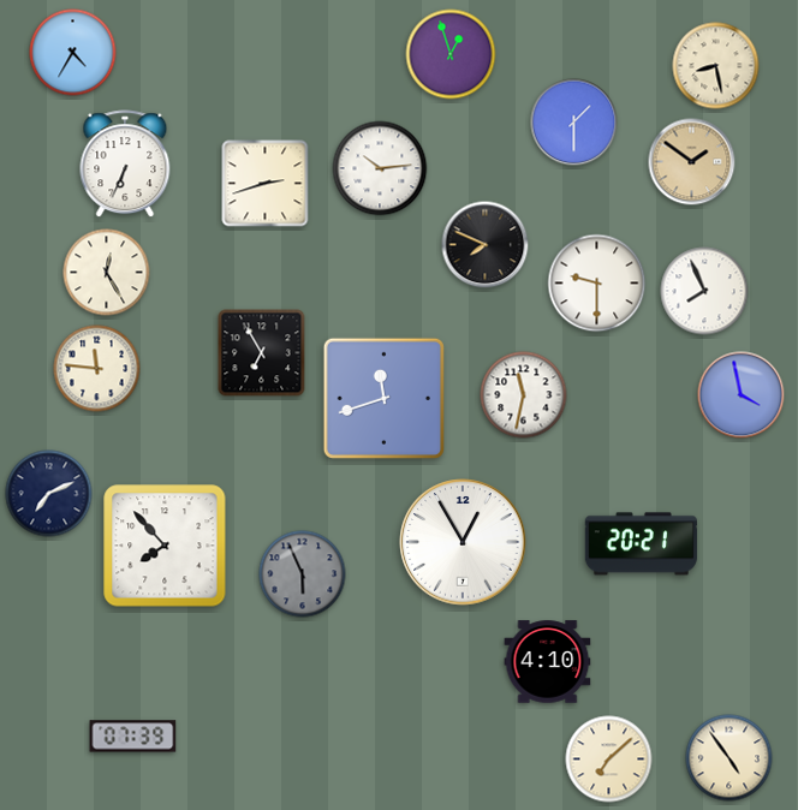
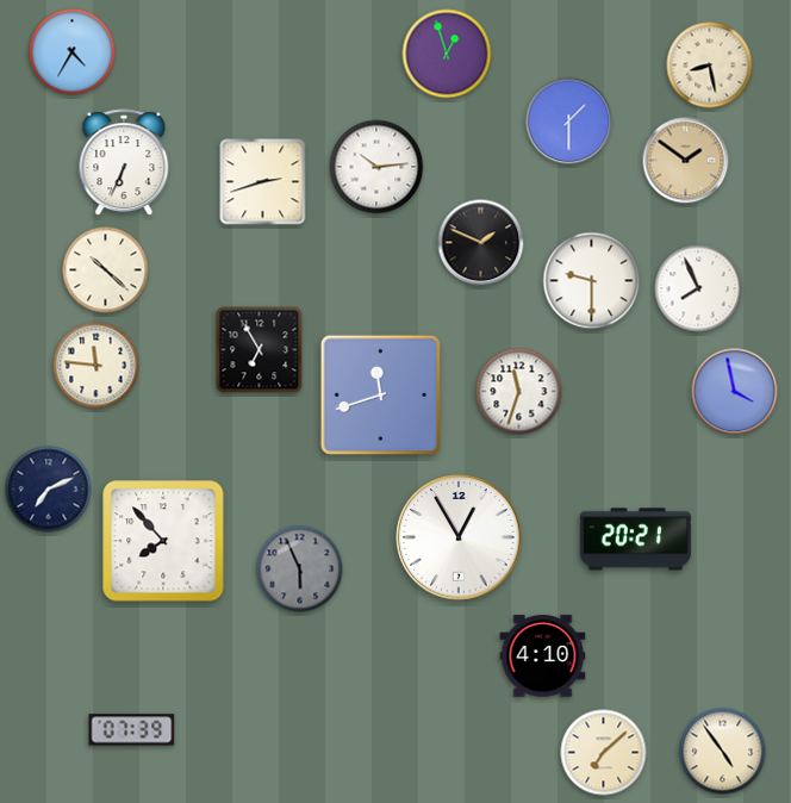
clock at (486, 245): 7:49 -> 1:49
clock at (107, 273): 12:25 -> 10:22
clock at (524, 395): 11:32 -> 11:33
